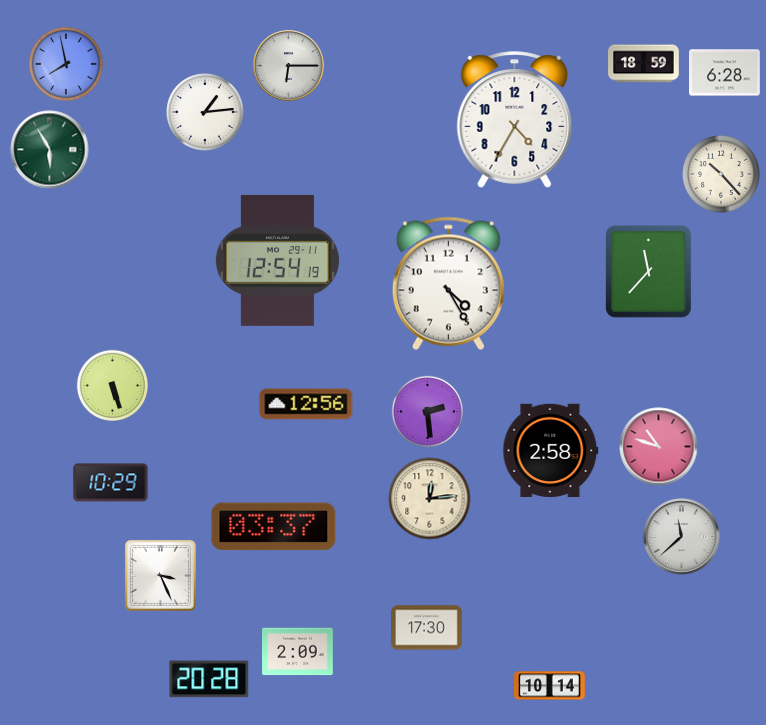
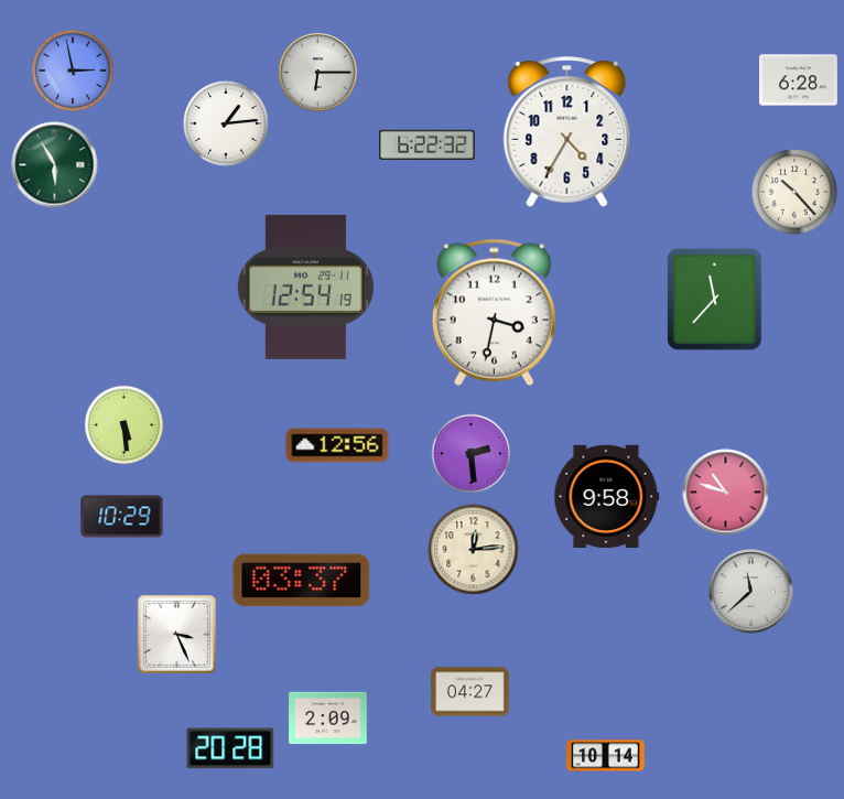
clock at (66, 64): 7:58 -> 2:58
clock at (644, 64): 18:59 -> none
clock at (428, 144): none -> 6:22
clock at (448, 284): 4:25 -> 3:32
clock at (112, 385): 5:27 -> 5:29
clock at (551, 450): 2:58 -> 9:58
clock at (111, 483) position: (111, 483) -> (122, 517)
clock at (427, 628): 17:30 -> 04:27
